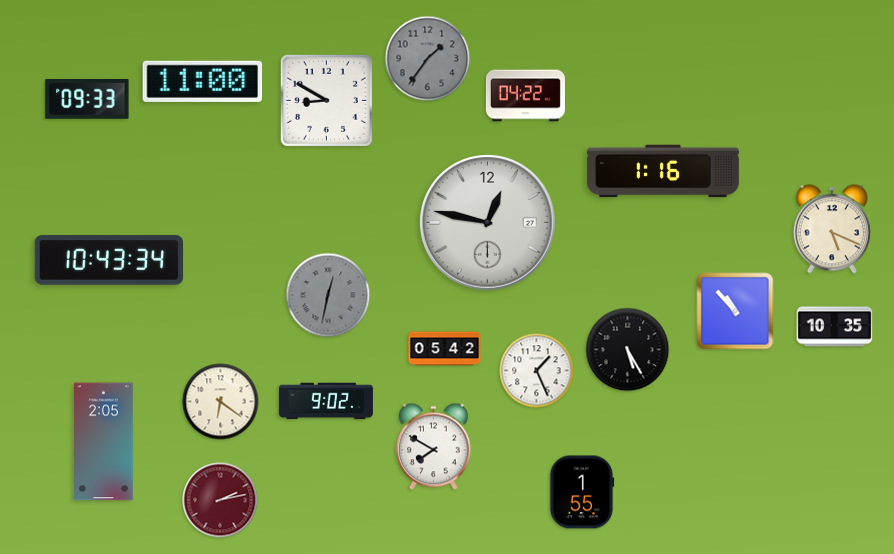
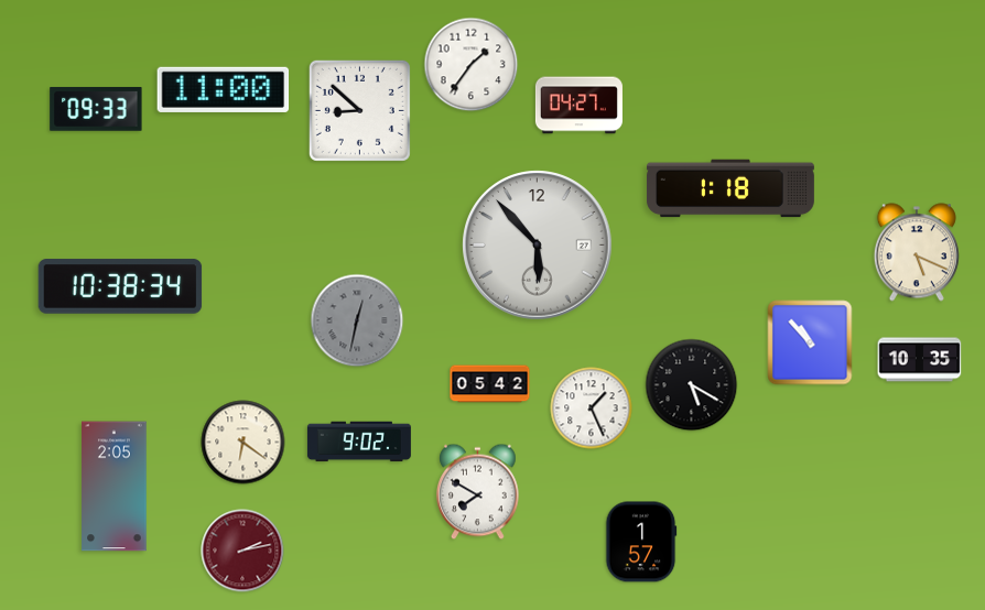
clock at (428, 59) dial: grey -> white
clock at (525, 96): 04:22 -> 04:27
clock at (326, 100): 8:50 -> 8:52
clock at (663, 171): 1:16 -> 1:18
clock at (488, 223): 12:47 -> 5:53
clock at (109, 260): 10:43 -> 10:38
clock at (328, 295) position: (328, 295) -> (357, 320)
clock at (628, 350): 5:25 -> 5:20
clock at (582, 492): 1:55 -> 1:57
